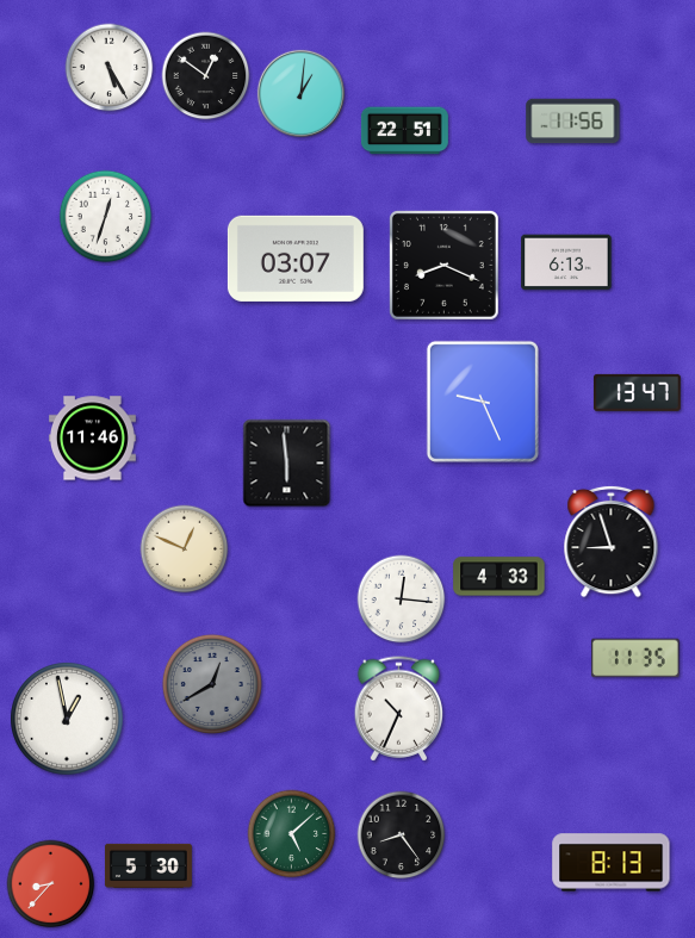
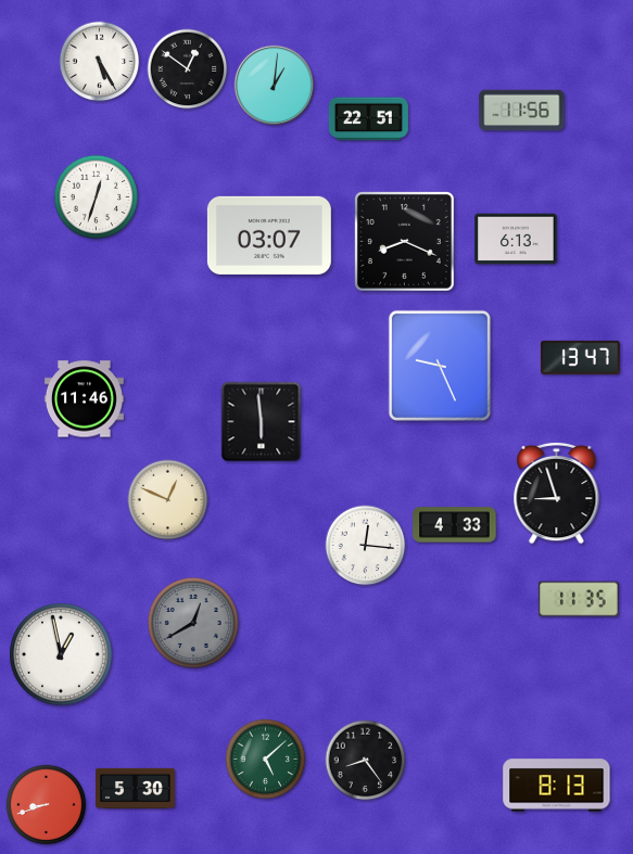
clock at (399, 709): 10:34 -> none
clock at (51, 884): 8:37 -> 8:42
